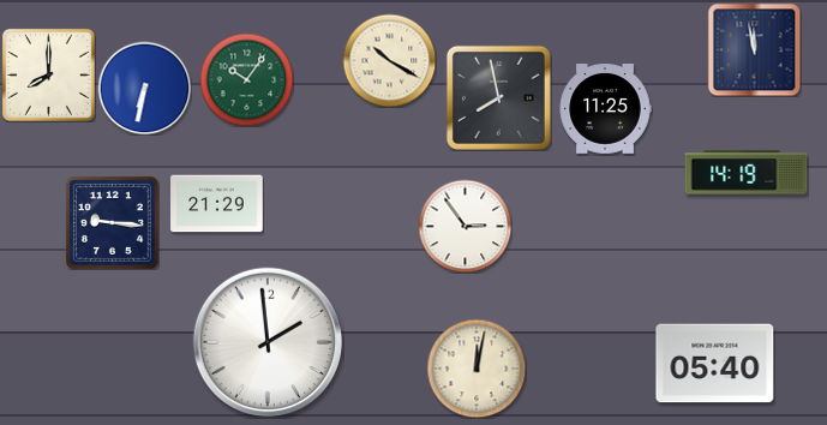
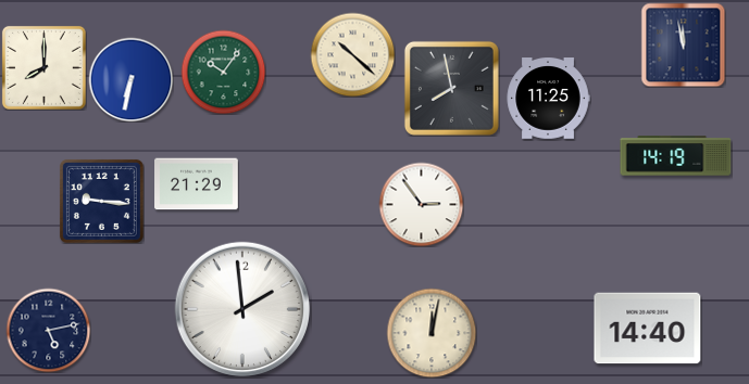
clock at (389, 60): 10:20 -> 10:22
clock at (715, 364): 05:40 -> 14:40
clock at (48, 330): none -> 5:13
